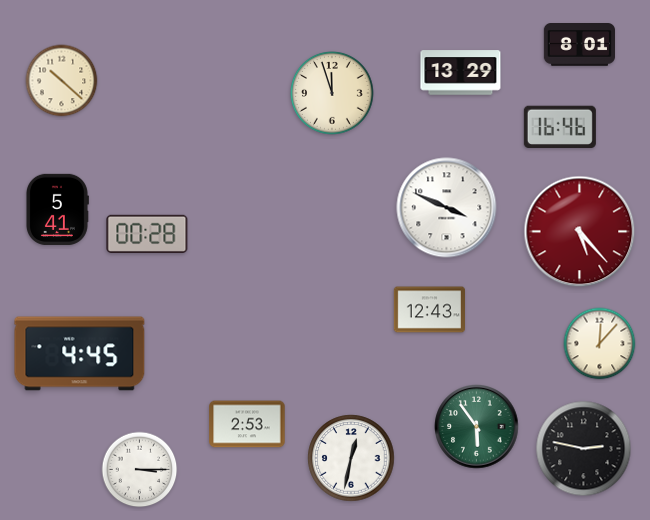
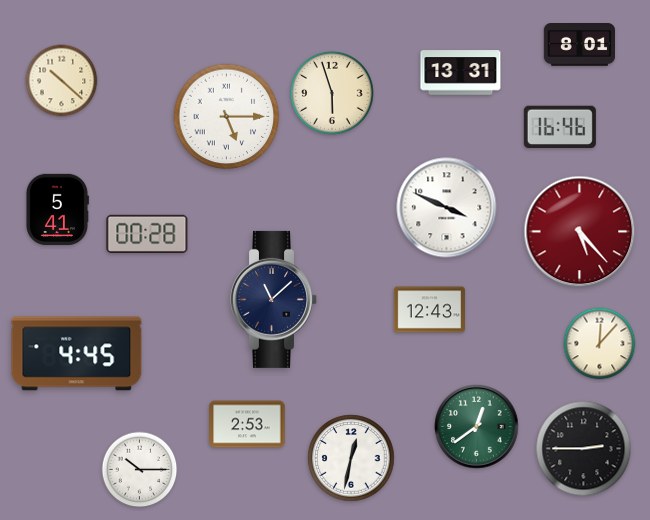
clock at (461, 73): 13:29 -> 13:31
clock at (333, 94): 11:57 -> 5:57
clock at (227, 117): none -> 5:15
clock at (274, 299): none -> 11:08
clock at (80, 354) position: (80, 354) -> (77, 354)
clock at (477, 427): 5:54 -> 12:39
clock at (584, 449): 2:47 -> 2:45
clock at (140, 470): 3:15 -> 10:15
